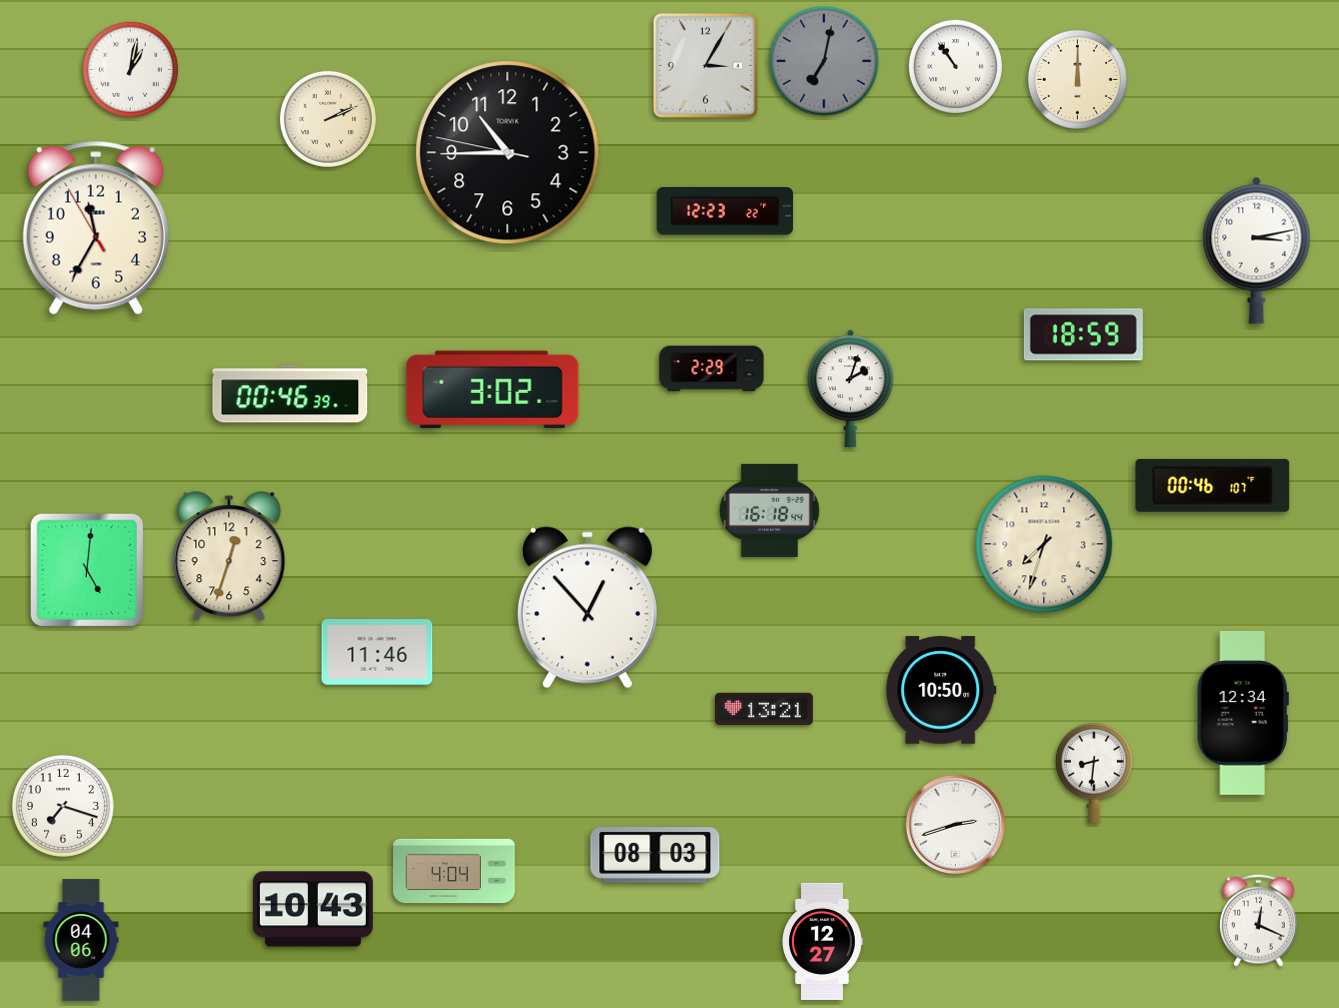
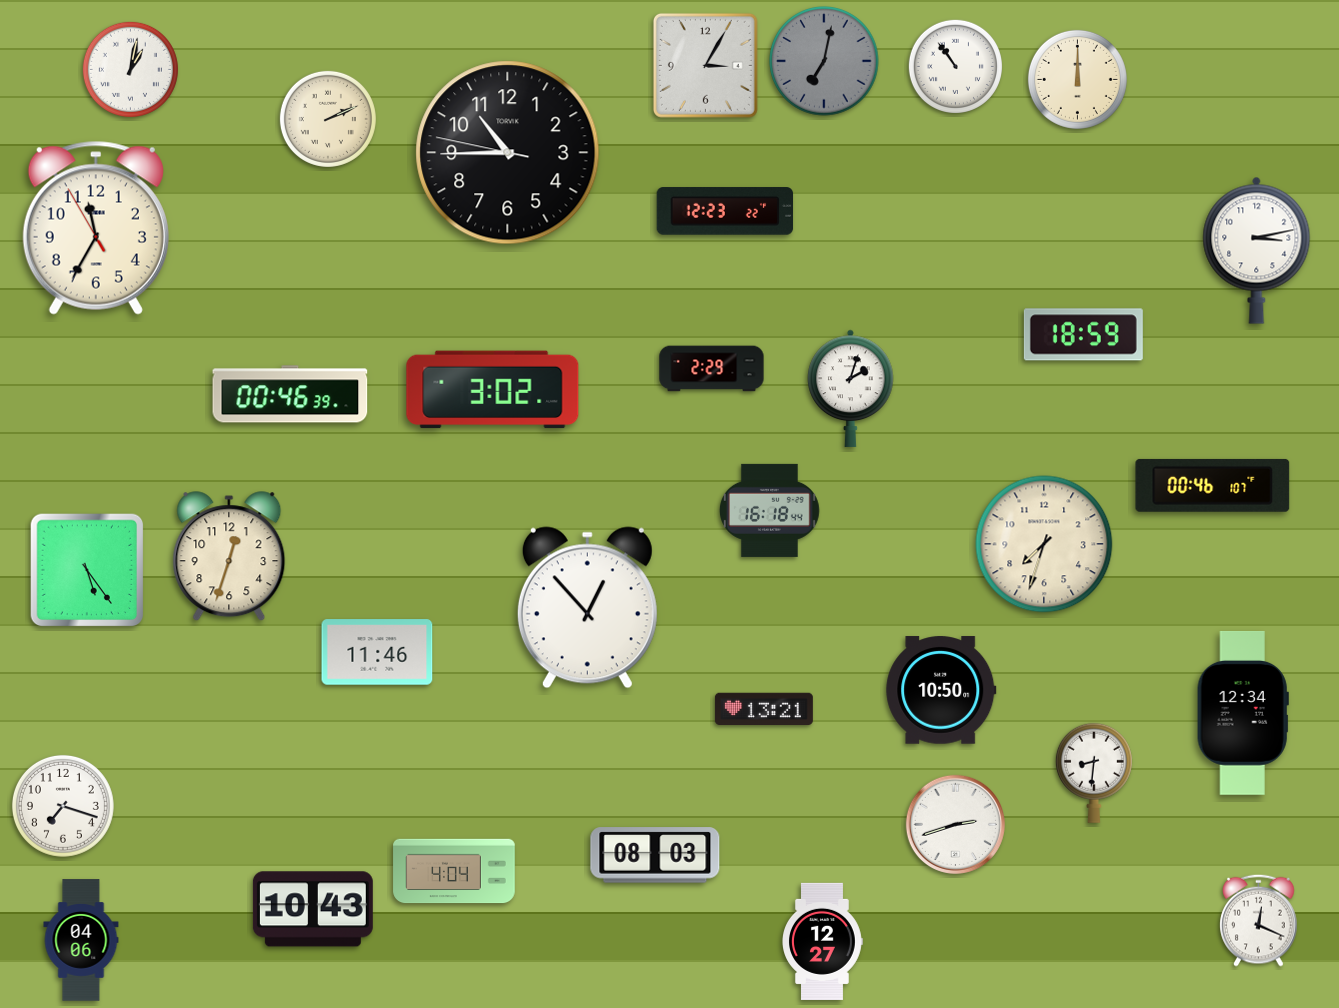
clock at (87, 570): 5:01 -> 5:24
